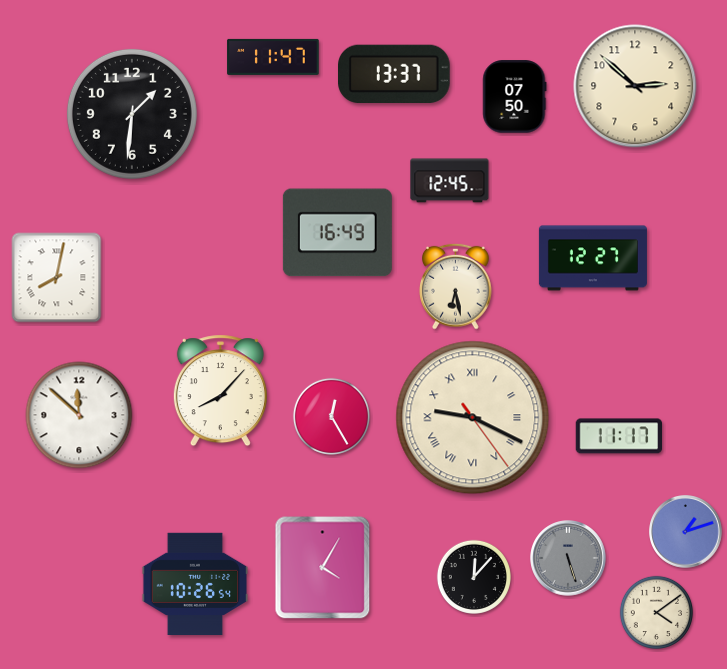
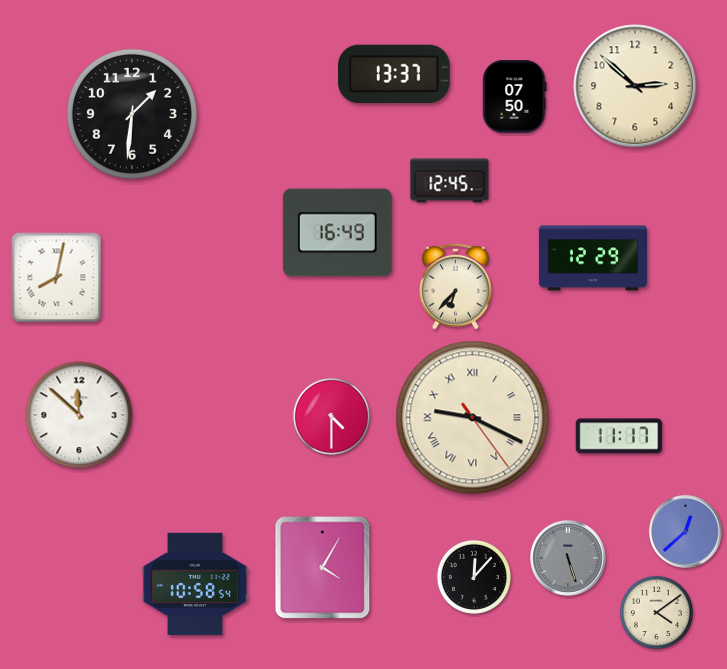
clock at (273, 57): 11:47 -> none
clock at (593, 258): 12:27 -> 12:29
clock at (456, 286): 6:28 -> 6:37
clock at (220, 391): 8:07 -> none
clock at (331, 416): 12:25 -> 4:30
clock at (686, 532): 1:12 -> 12:38
clock at (194, 583): 10:26 -> 10:58
